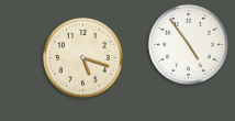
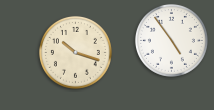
clock at (82, 57): 5:18 -> 10:18
